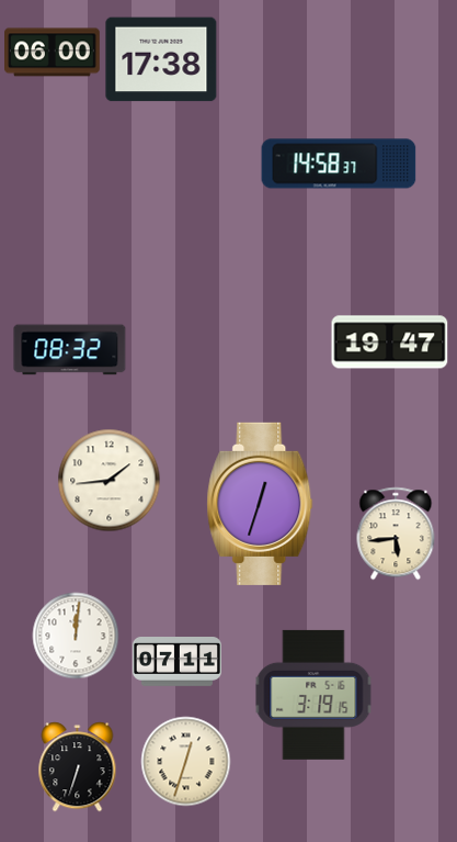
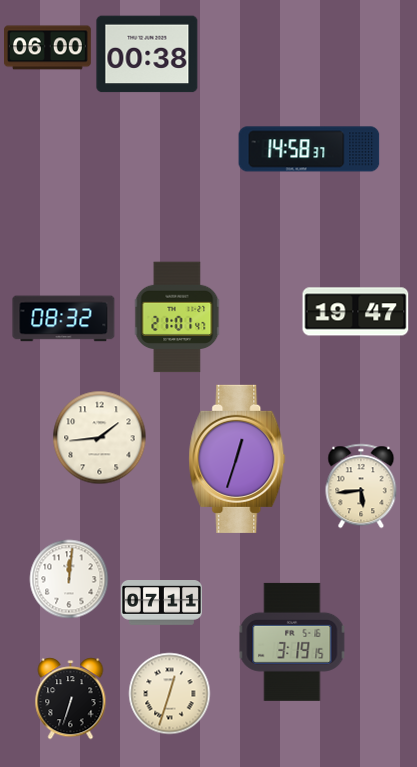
clock at (161, 59): 17:38 -> 00:38
clock at (177, 317): none -> 21:01
clock at (313, 695) position: (313, 695) -> (292, 642)
